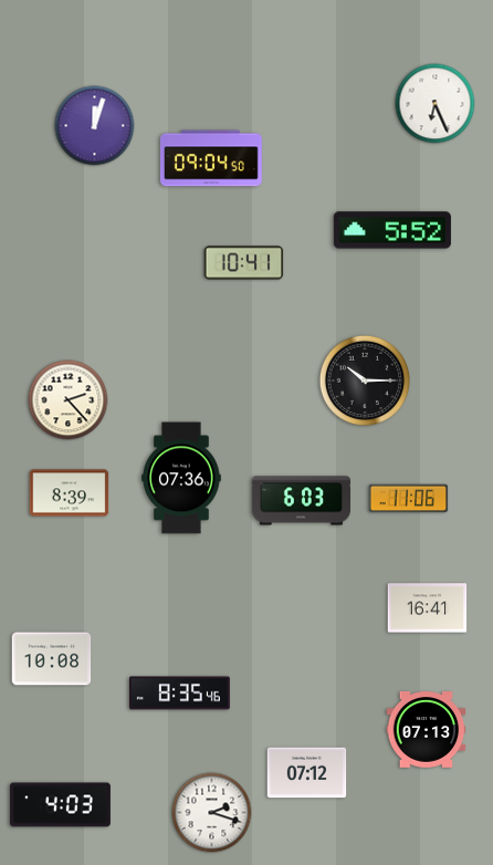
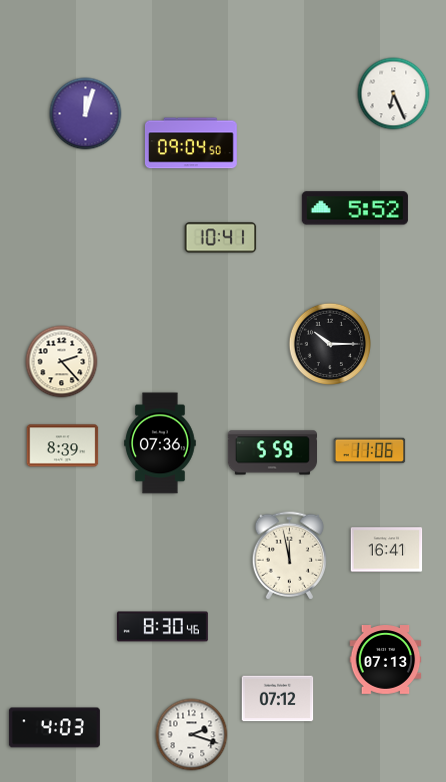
clock at (181, 478) position: (181, 478) -> (160, 443)
clock at (301, 501): 6:03 -> 5:59
clock at (289, 556): none -> 11:58
clock at (52, 659): 10:08 -> none
clock at (179, 694): 8:35 -> 8:30
